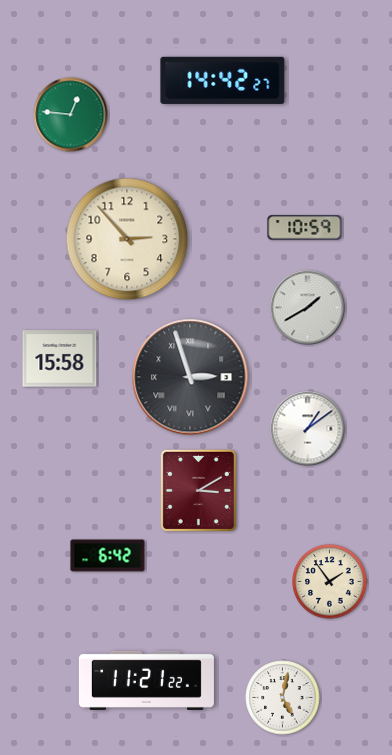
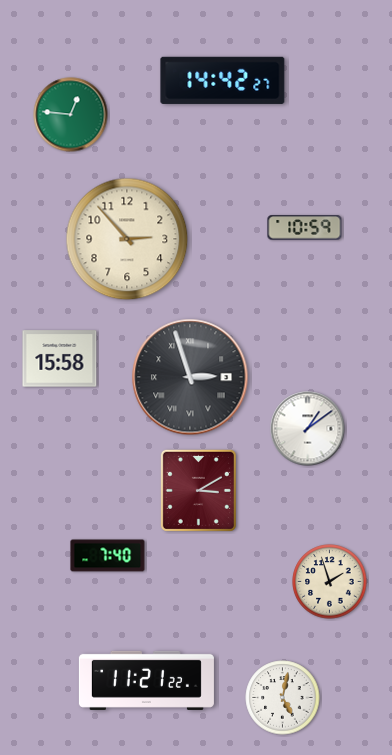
clock at (308, 308): 1:40 -> none
clock at (108, 556): 6:42 -> 7:40
clock at (330, 582): 1:54 -> 1:57
